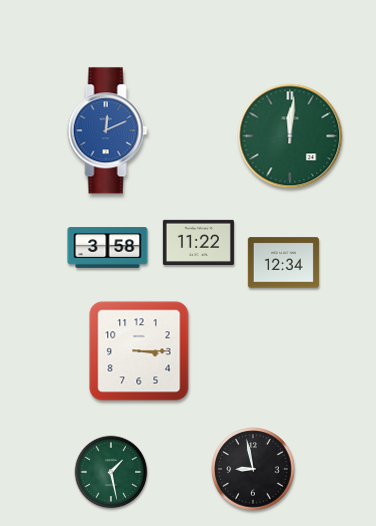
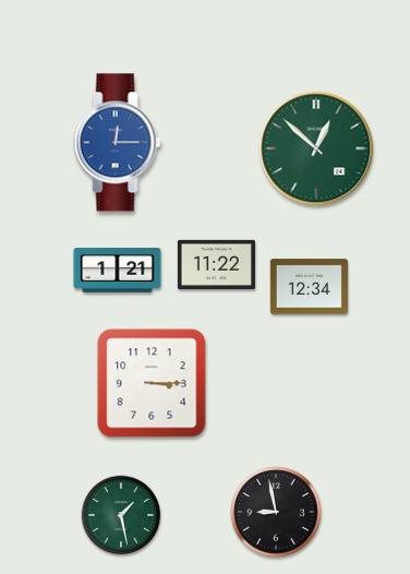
clock at (108, 131): 12:11 -> 12:15
clock at (290, 136): 12:01 -> 12:52
clock at (108, 248): 3:58 -> 1:21
